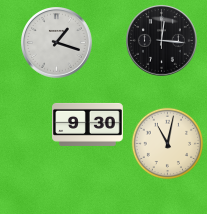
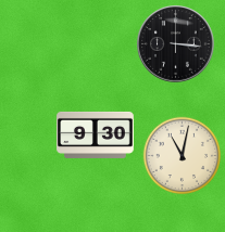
clock at (162, 41): 12:16 -> 3:16
clock at (57, 43): 1:18 -> none
